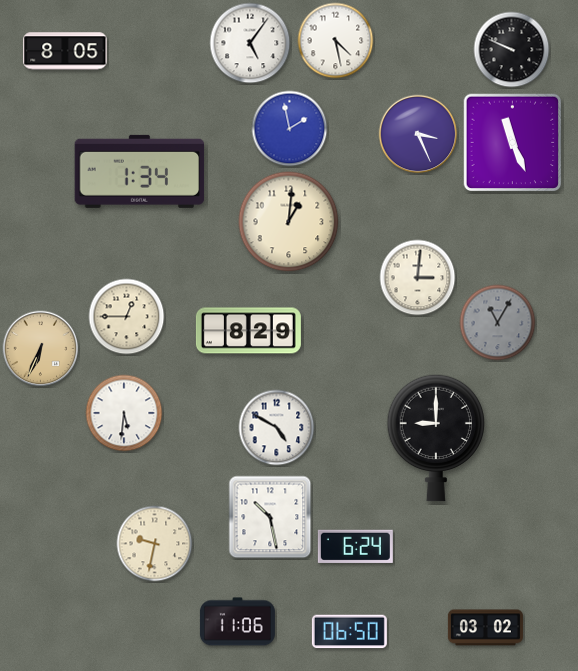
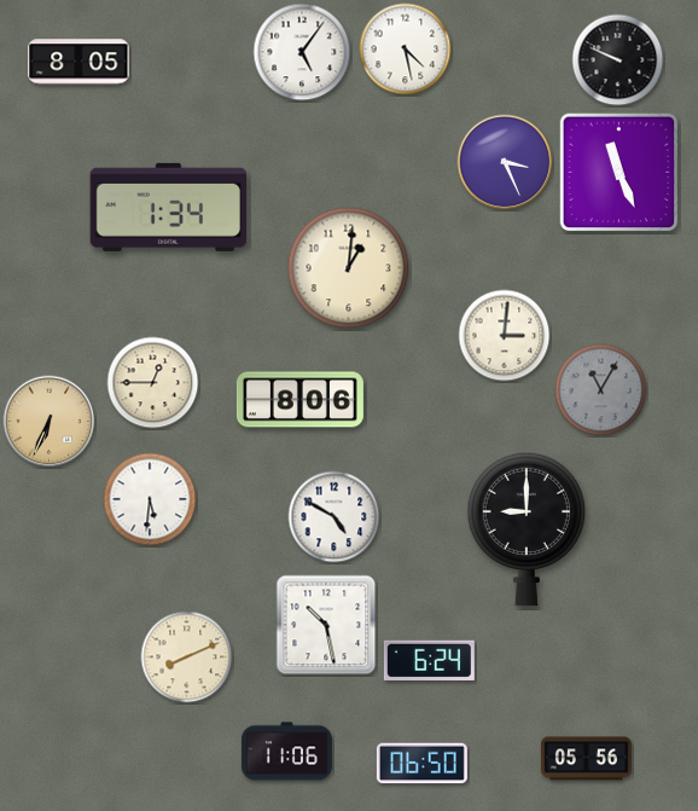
clock at (290, 129): 1:58 -> none
clock at (248, 331): 8:29 -> 8:06
clock at (155, 544): 9:32 -> 8:11
clock at (485, 628): 03:02 -> 05:56
